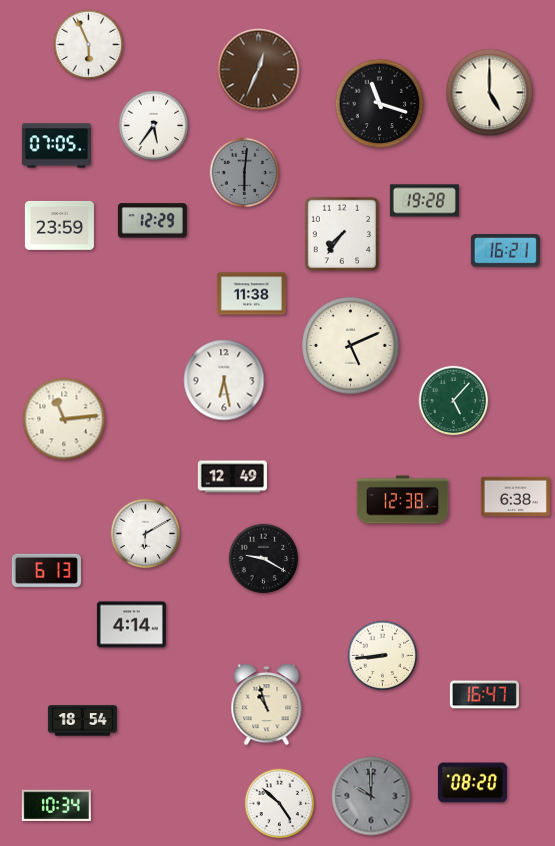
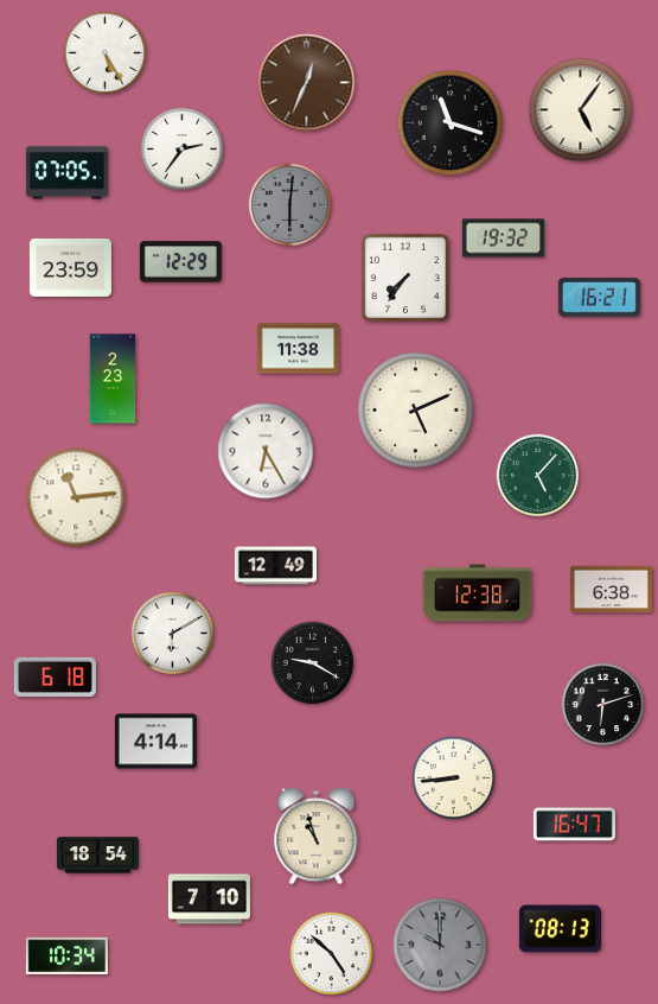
clock at (89, 45): 5:56 -> 5:25
clock at (490, 93): 5:00 -> 5:06
clock at (154, 126): 5:36 -> 2:36
clock at (424, 201): 19:28 -> 19:32
clock at (113, 379): none -> 2:23
clock at (224, 380): 6:28 -> 6:25
clock at (46, 570): 6:13 -> 6:18
clock at (603, 705): none -> 6:12
clock at (209, 900): none -> 7:10
clock at (472, 783): 08:20 -> 08:13
